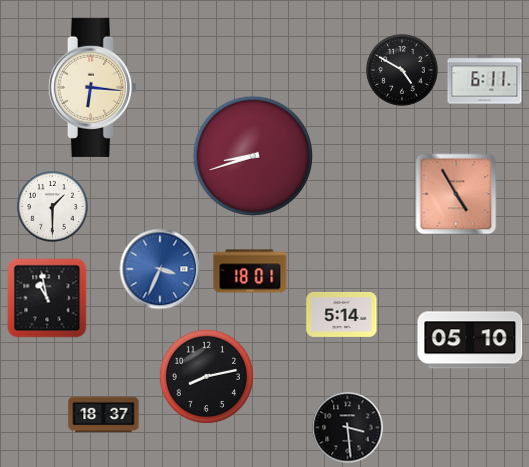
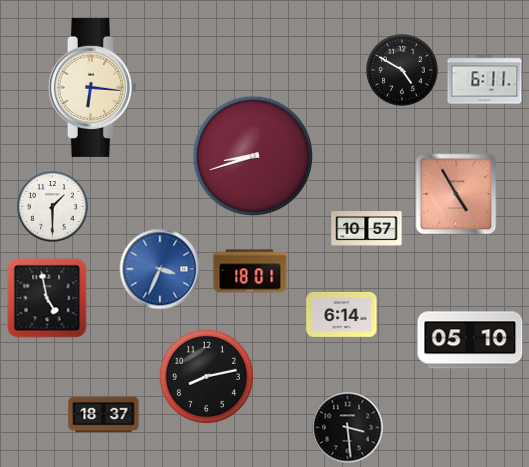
clock at (367, 229): none -> 10:57
clock at (47, 298): 10:58 -> 4:58
clock at (342, 314): 5:14 -> 6:14
